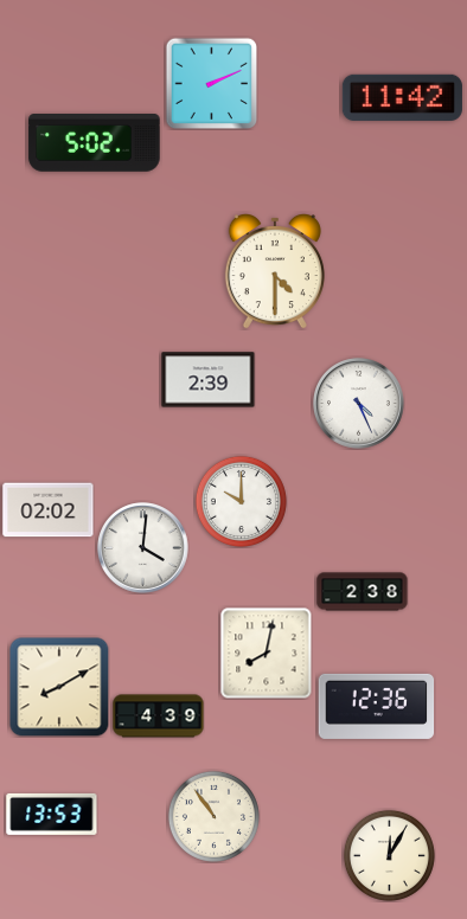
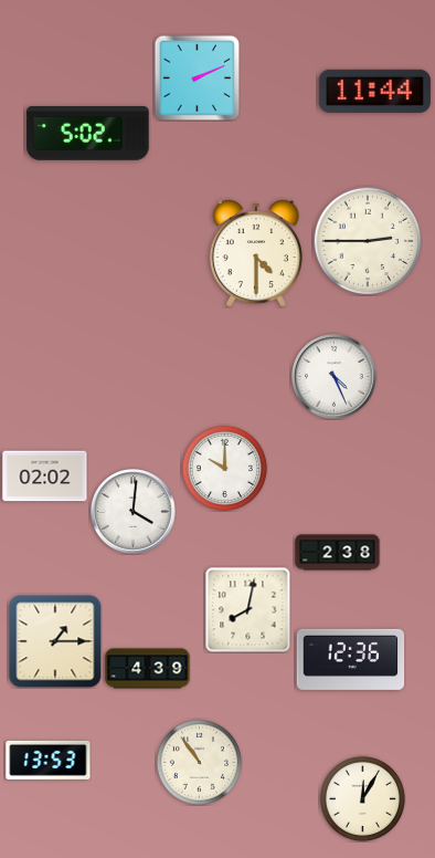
clock at (402, 97): 11:42 -> 11:44
clock at (368, 241): none -> 2:45
clock at (209, 380): 2:39 -> none
clock at (59, 687): 8:10 -> 1:15
